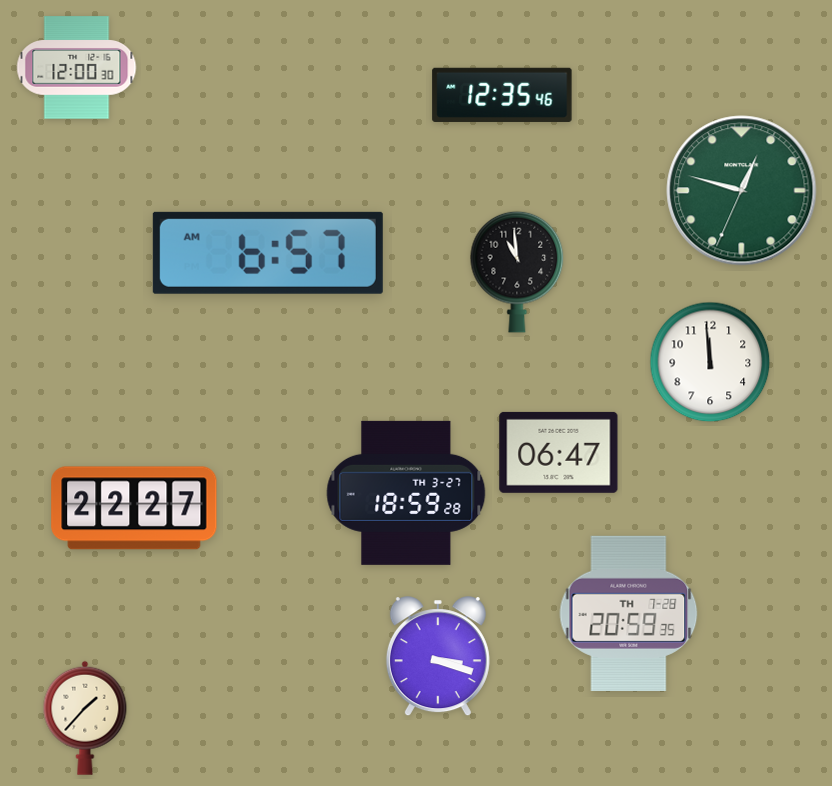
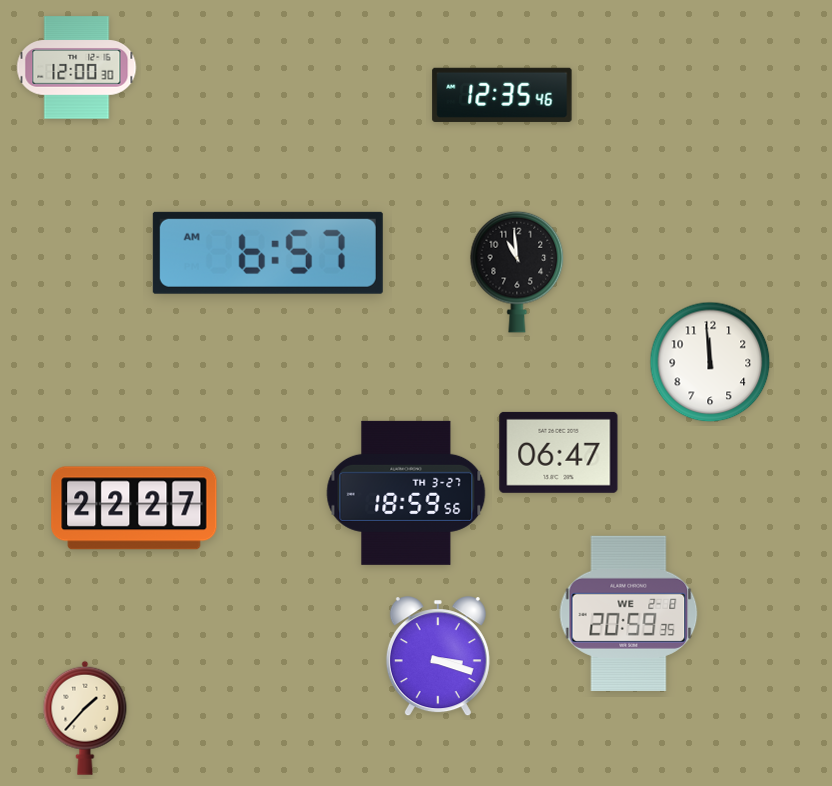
clock at (742, 191): 12:47 -> none
clock at (406, 493): 18:59:28 -> 18:59:56
clock at (629, 613) date: TH 7-28 -> WE 2-8
